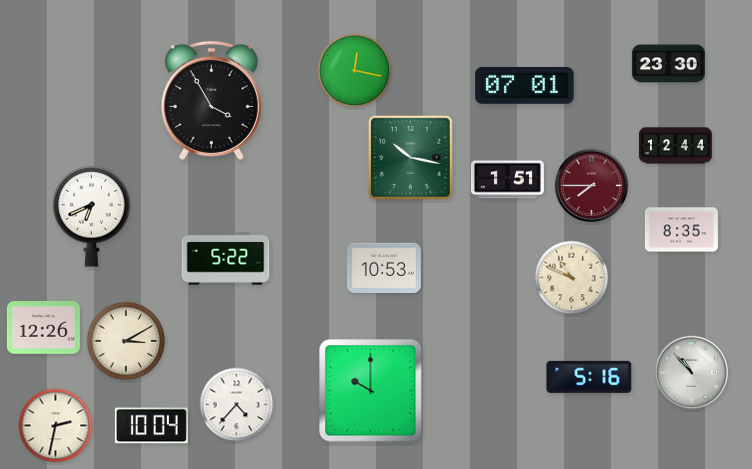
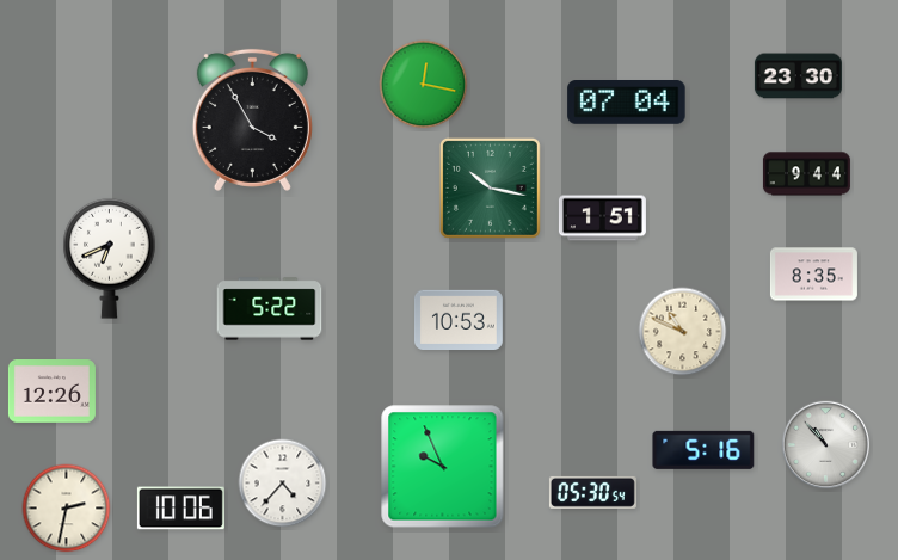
clock at (525, 86): 07:01 -> 07:04
clock at (675, 146): 12:44 -> 9:44
clock at (507, 180) position: (507, 180) -> (602, 219)
clock at (591, 185): 7:45 -> none
clock at (126, 341): 3:10 -> none
clock at (371, 391): 10:00 -> 9:56
clock at (592, 492): none -> 05:30
clock at (151, 426): 10:04 -> 10:06
